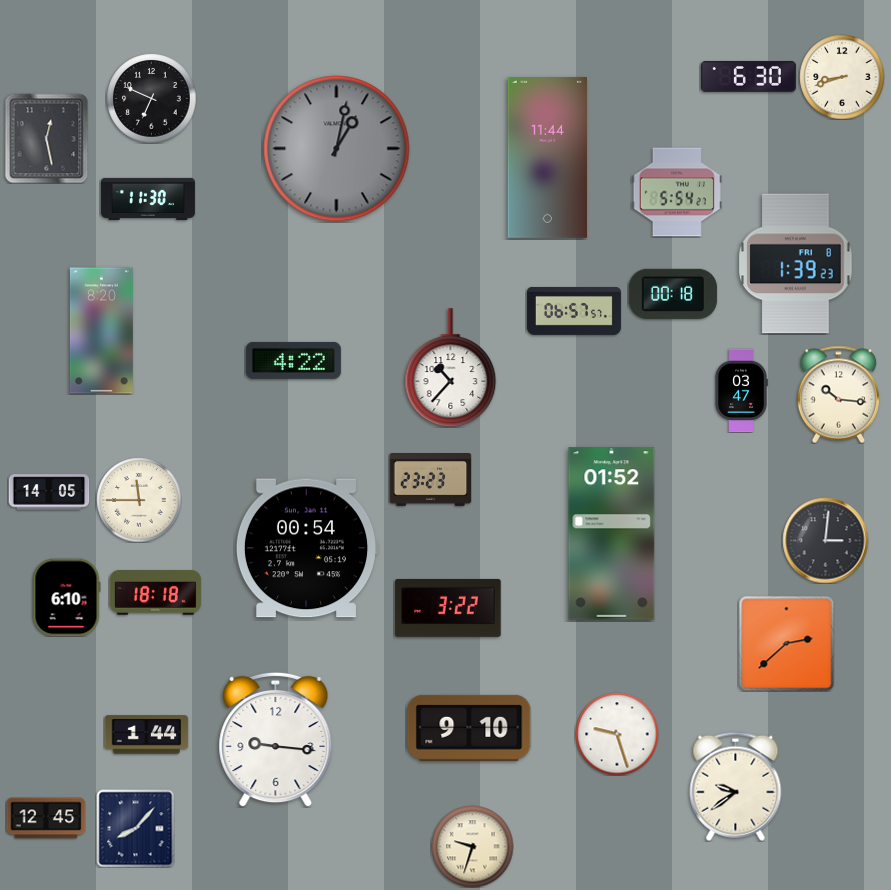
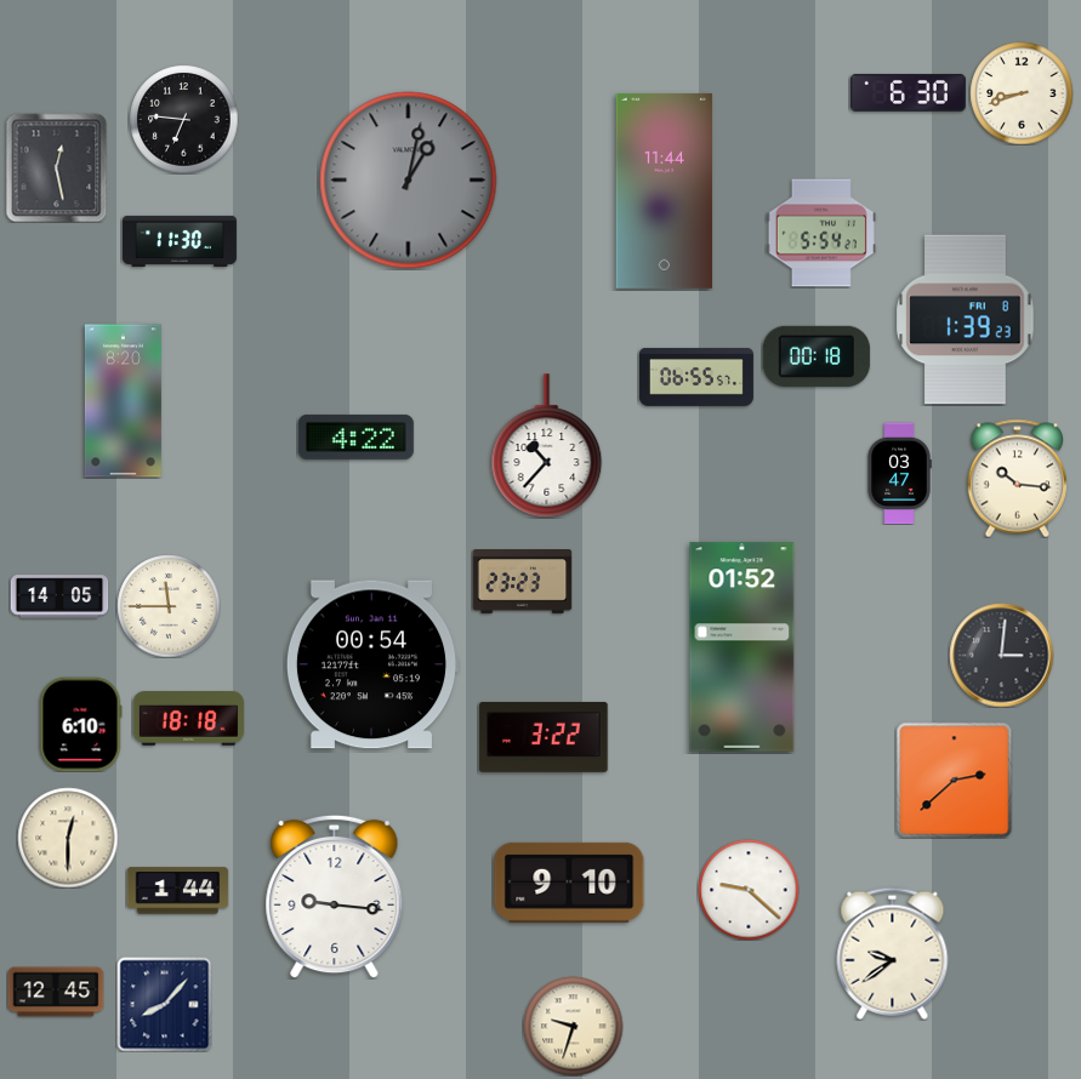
clock at (151, 98): 6:49 -> 6:46
clock at (574, 311): 06:57 -> 06:55
clock at (68, 838): none -> 12:30
clock at (617, 734): 9:27 -> 9:22
